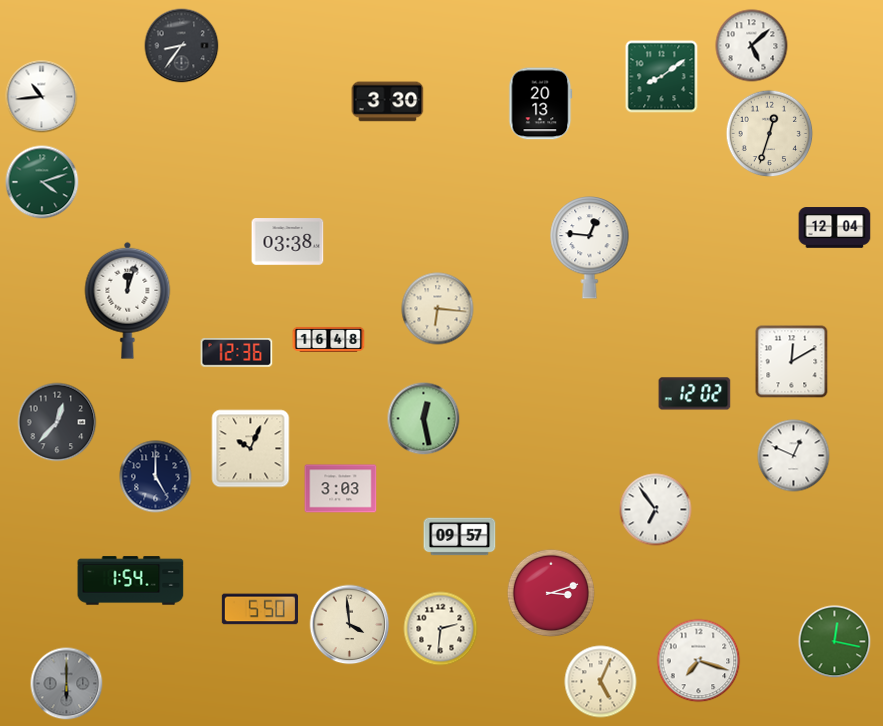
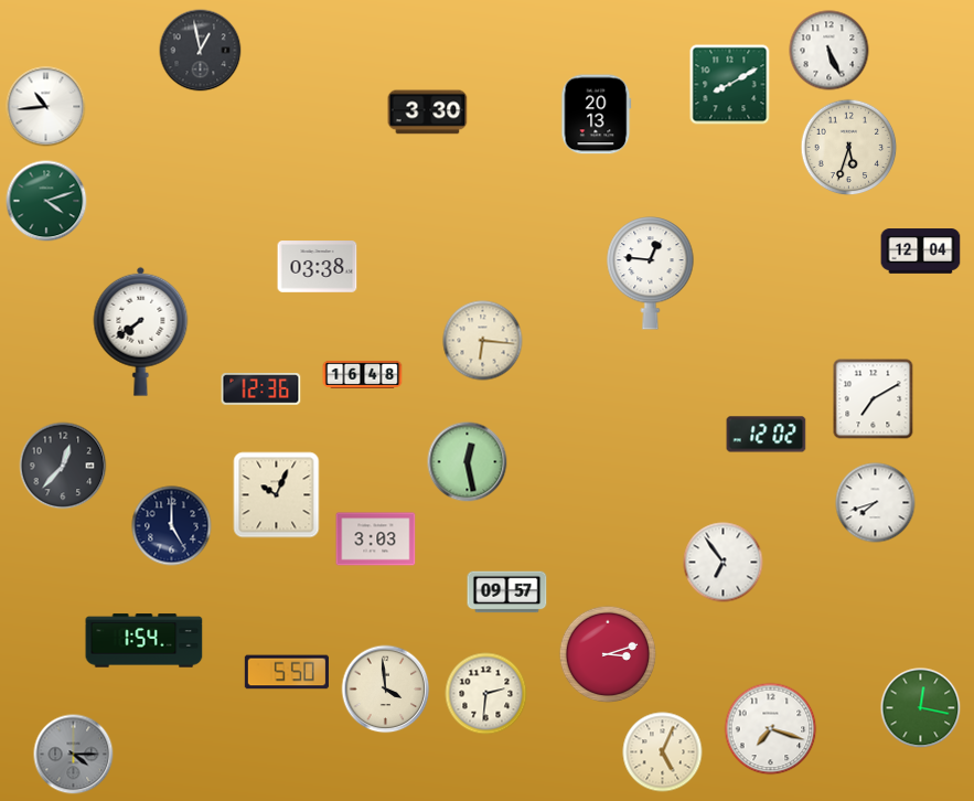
clock at (182, 46): 8:36 -> 12:58
clock at (752, 46): 5:08 -> 5:26
clock at (662, 77): 8:09 -> 8:10
clock at (770, 134): 12:33 -> 5:33
clock at (128, 300): 12:03 -> 7:39
clock at (792, 362): 12:10 -> 7:10
clock at (794, 456): 12:49 -> 7:42
clock at (67, 684): 6:00 -> 4:15
